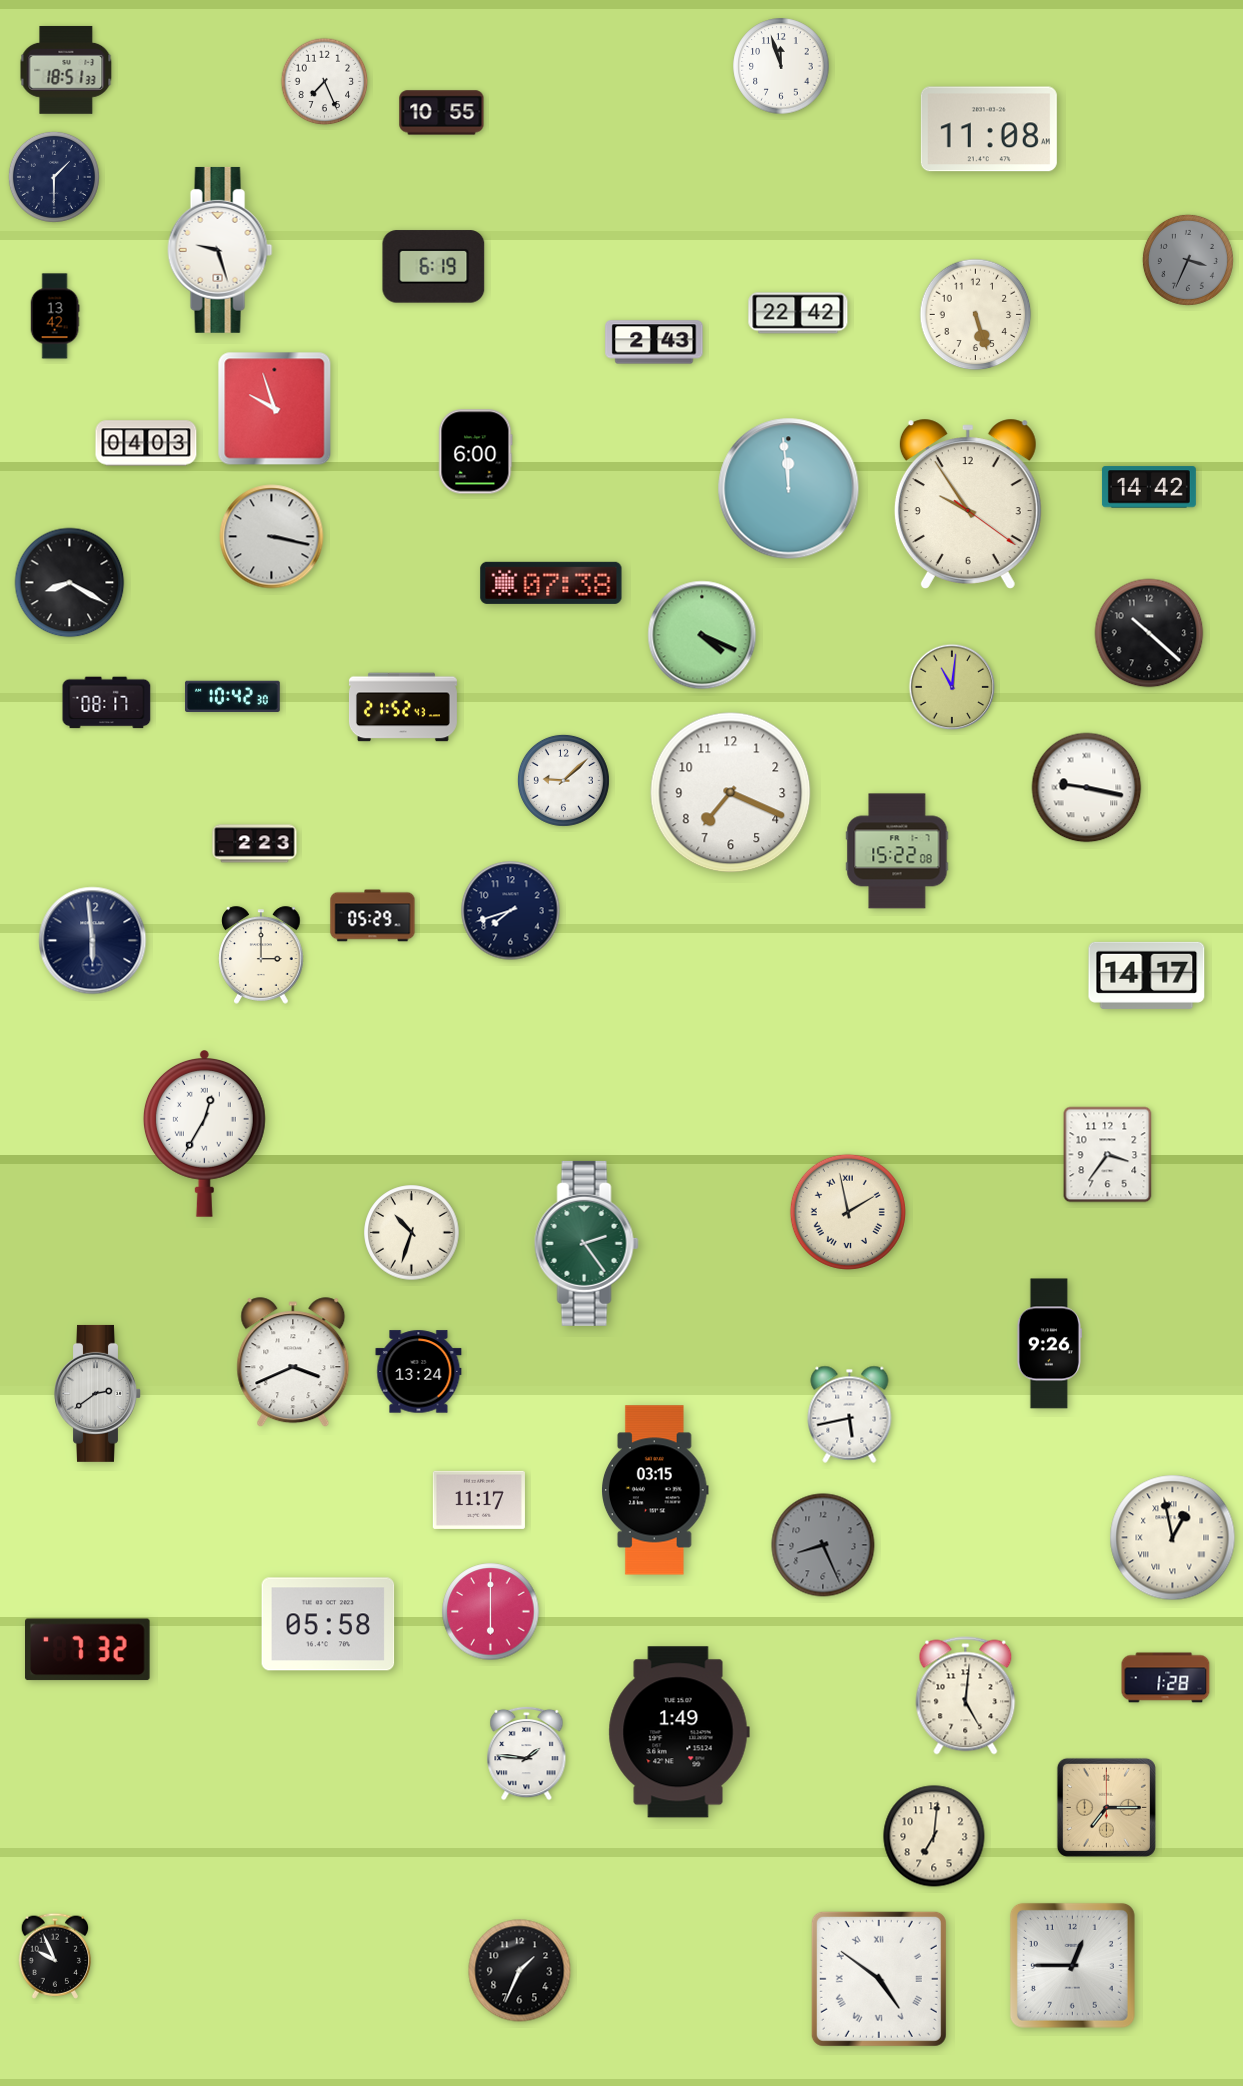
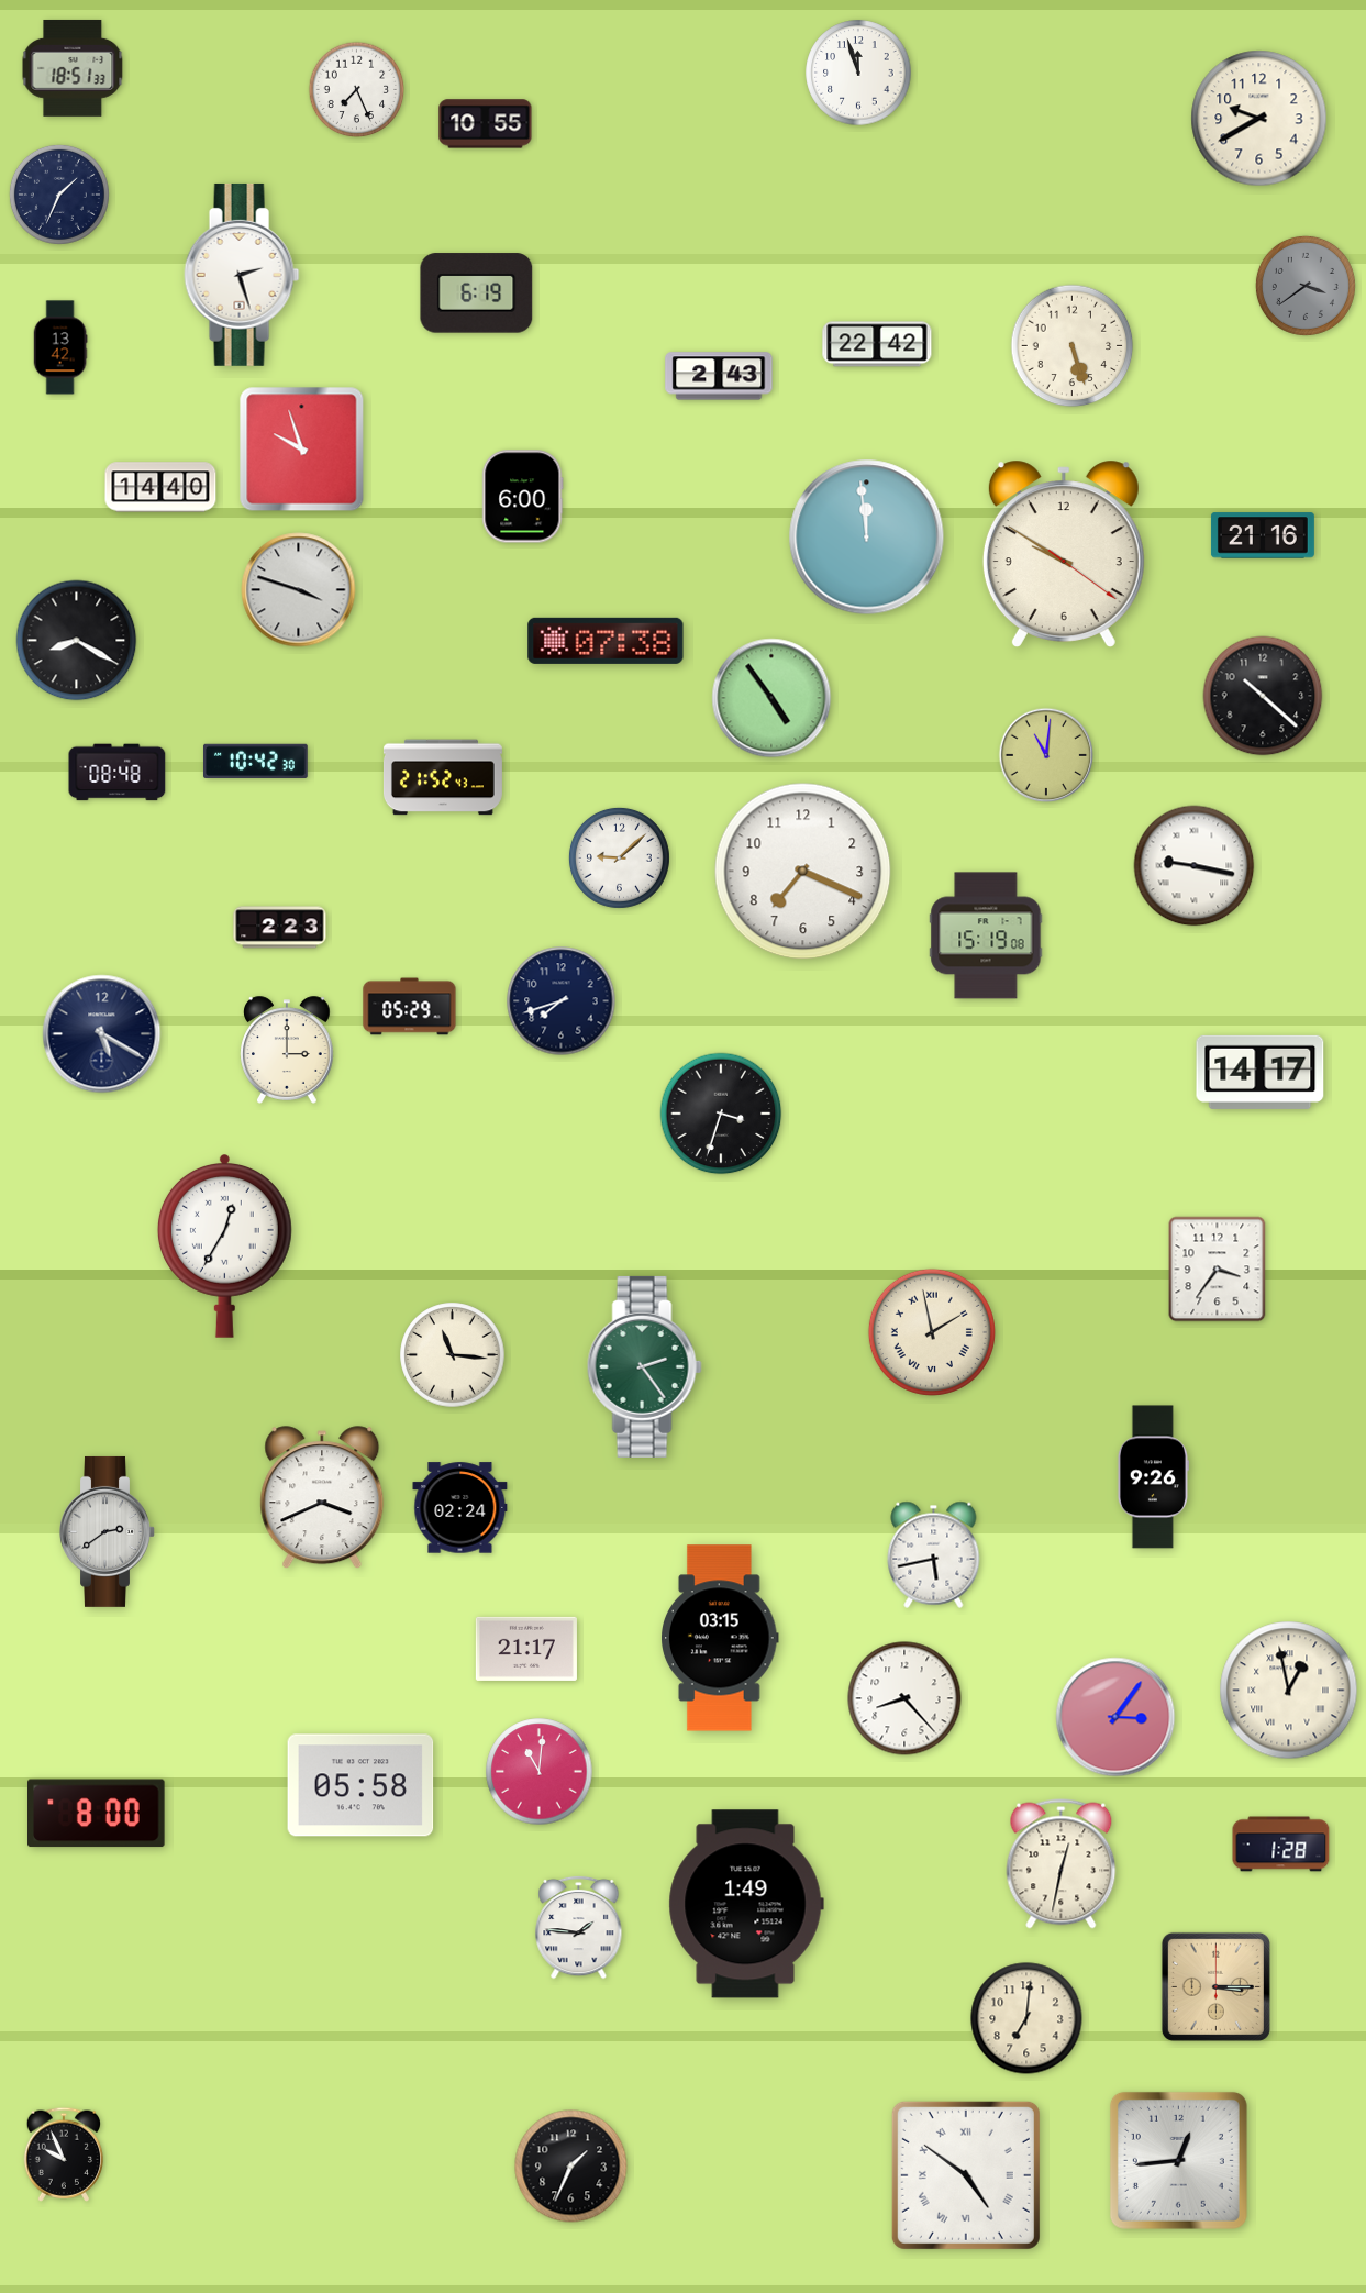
clock at (66, 70) position: (66, 70) -> (73, 68)
clock at (1259, 119): none -> 9:40
clock at (989, 129): 11:08 -> none
clock at (54, 177): 1:30 -> 1:34
clock at (220, 250): 9:27 -> 2:27
clock at (1188, 260): 3:34 -> 3:39
clock at (146, 443): 04:03 -> 14:40
clock at (1149, 487): 14:42 -> 21:16
clock at (968, 504): 9:54 -> 9:50
clock at (272, 537): 3:17 -> 3:48
clock at (702, 635): 4:19 -> 4:54
clock at (233, 697) position: (233, 697) -> (256, 762)
clock at (107, 703): 08:17 -> 08:48
clock at (897, 851): 15:22 -> 15:19
clock at (93, 941): 5:59 -> 5:20
clock at (721, 1114): none -> 3:33
clock at (412, 1233): 10:33 -> 11:16
clock at (419, 1372): 13:24 -> 02:24
clock at (479, 1500): 11:17 -> 21:17
clock at (823, 1545): 8:26 -> 8:23
clock at (823, 1545) dial: grey -> white
clock at (1115, 1717): none -> 3:06
clock at (491, 1612): 6:00 -> 11:01
clock at (88, 1650): 7:32 -> 8:00
clock at (966, 1696): 5:01 -> 12:32
clock at (1106, 1807): 7:15 -> 3:15
clock at (55, 1956) position: (55, 1956) -> (64, 2154)
clock at (1072, 1965): 12:45 -> 12:44
